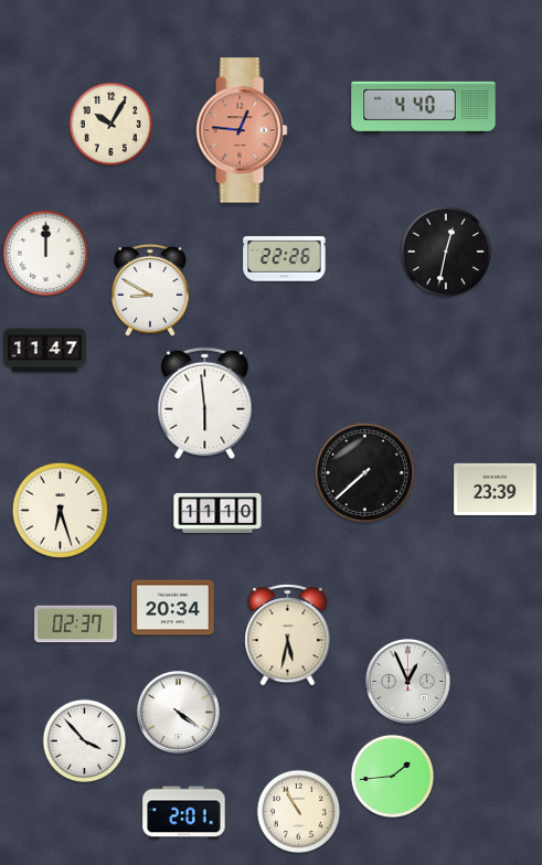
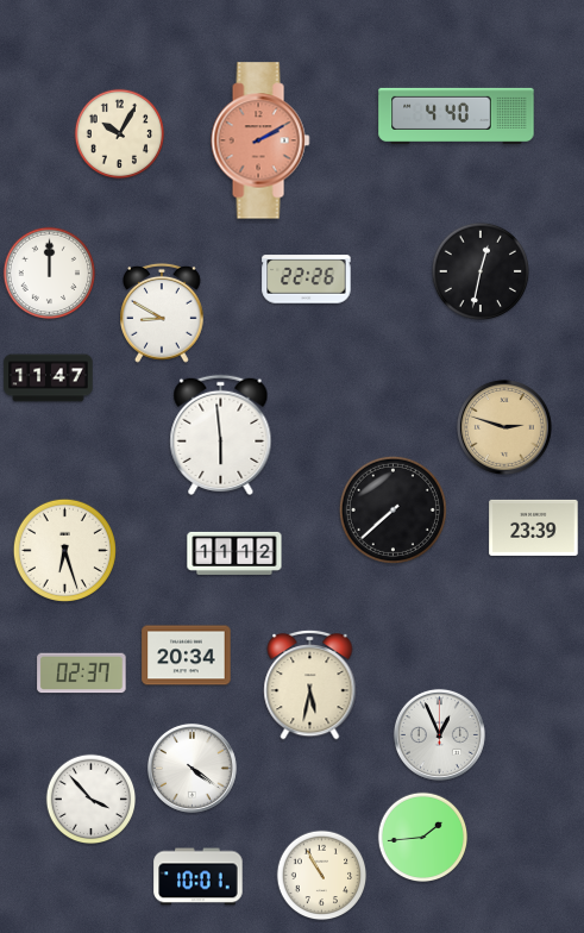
clock at (242, 130): 12:46 -> 2:10
clock at (504, 427): none -> 2:48
clock at (217, 513): 11:10 -> 11:12
clock at (184, 813): 2:01 -> 10:01
